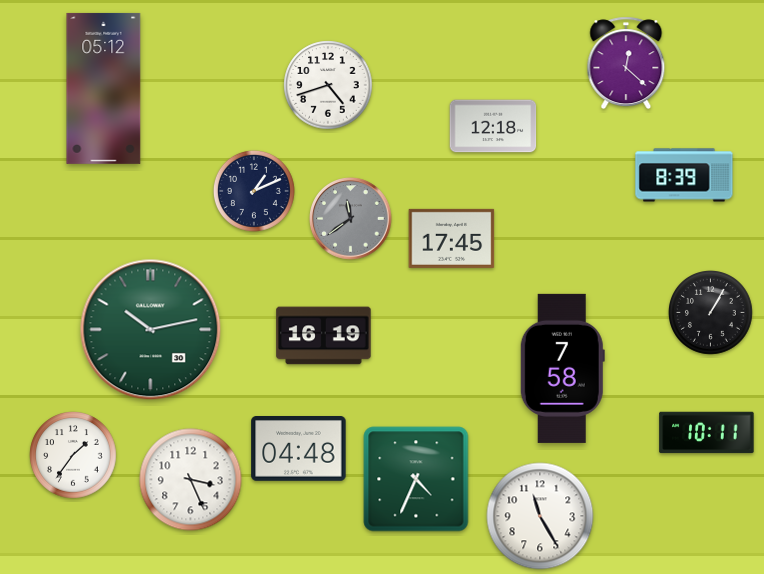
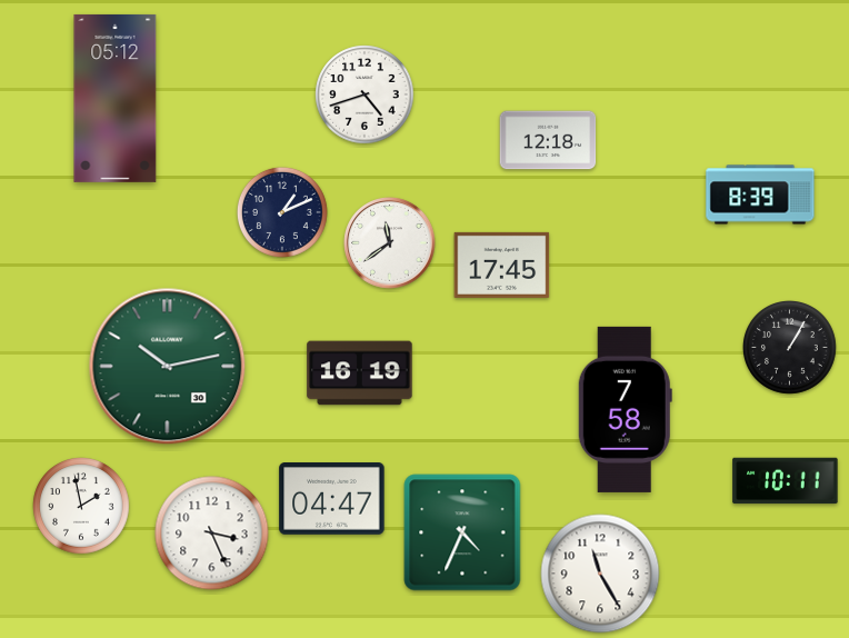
clock at (626, 63): 12:22 -> none
clock at (351, 219) dial: grey -> white
clock at (299, 449): 04:48 -> 04:47
clock at (73, 455): 1:36 -> 1:58
